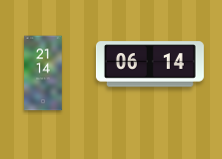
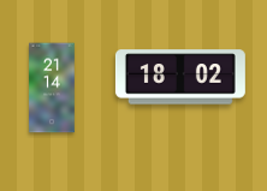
clock at (150, 64): 06:14 -> 18:02
